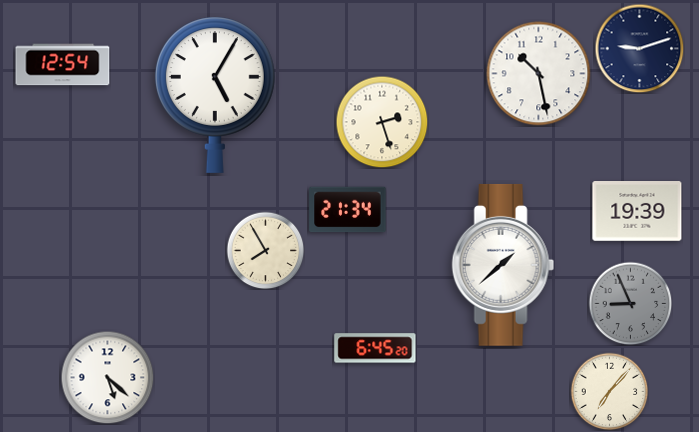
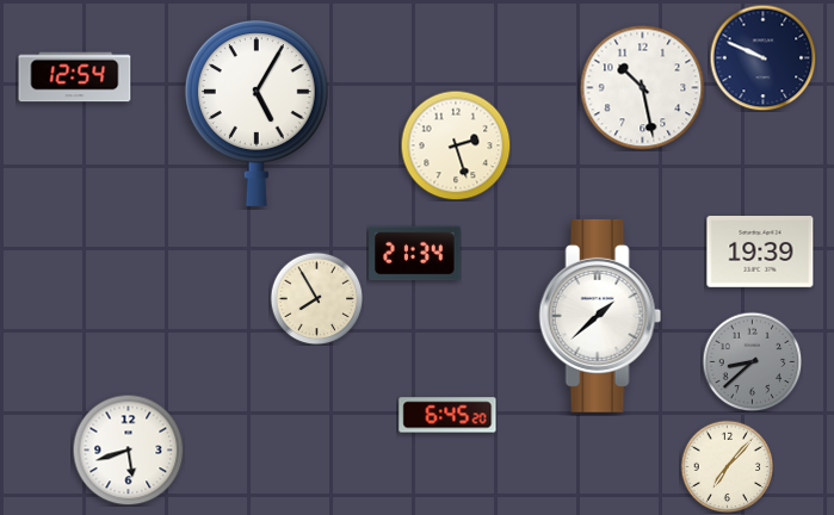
clock at (639, 48): 9:12 -> 9:49
clock at (348, 210) position: (348, 210) -> (415, 254)
clock at (630, 303): 8:56 -> 8:38
clock at (107, 377): 5:22 -> 5:42
